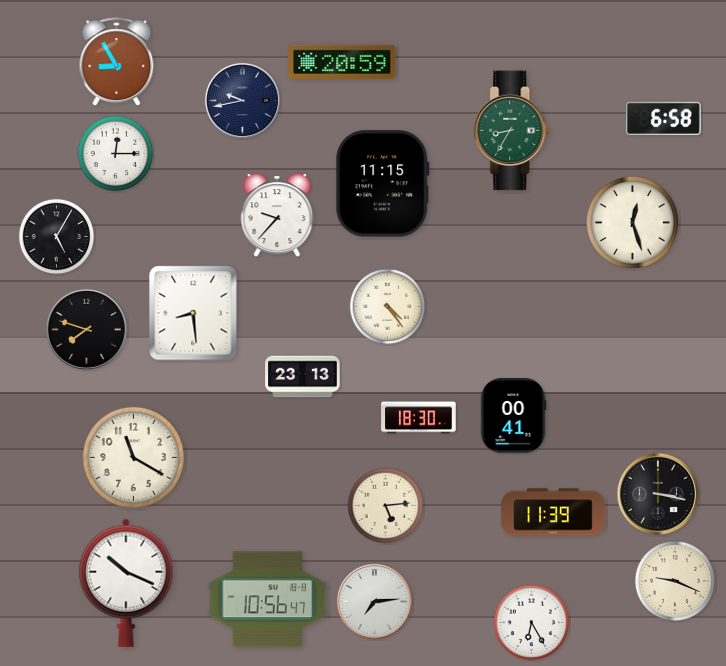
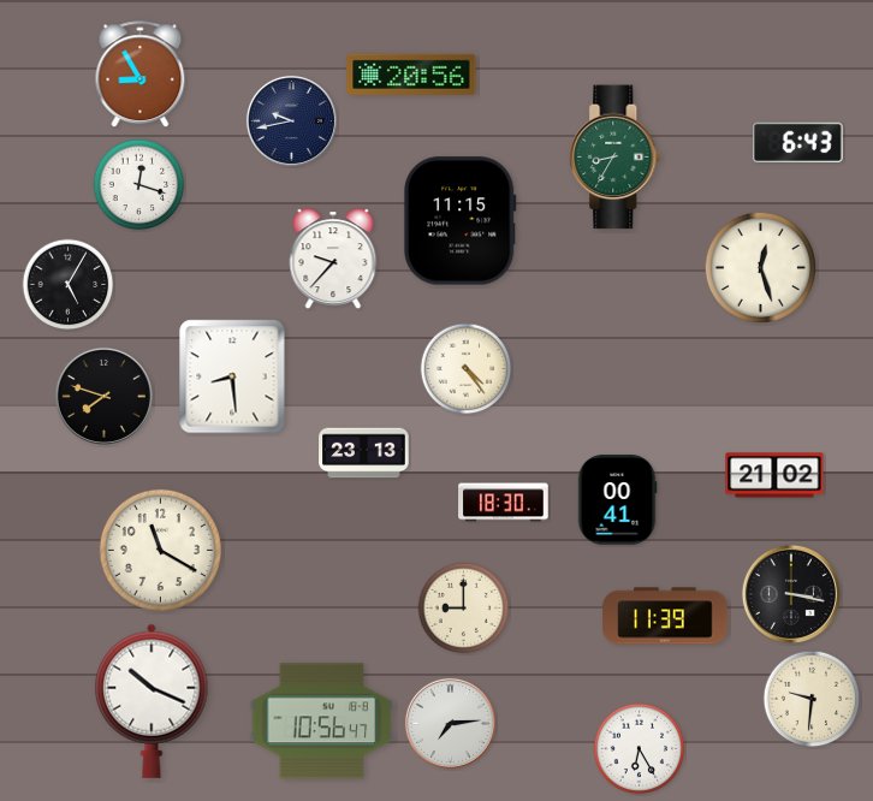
clock at (342, 62): 20:59 -> 20:56
clock at (664, 118): 6:58 -> 6:43
clock at (116, 154): 12:15 -> 12:18
clock at (774, 475): none -> 21:02
clock at (386, 506): 5:14 -> 9:00
clock at (675, 581): 9:19 -> 9:31
